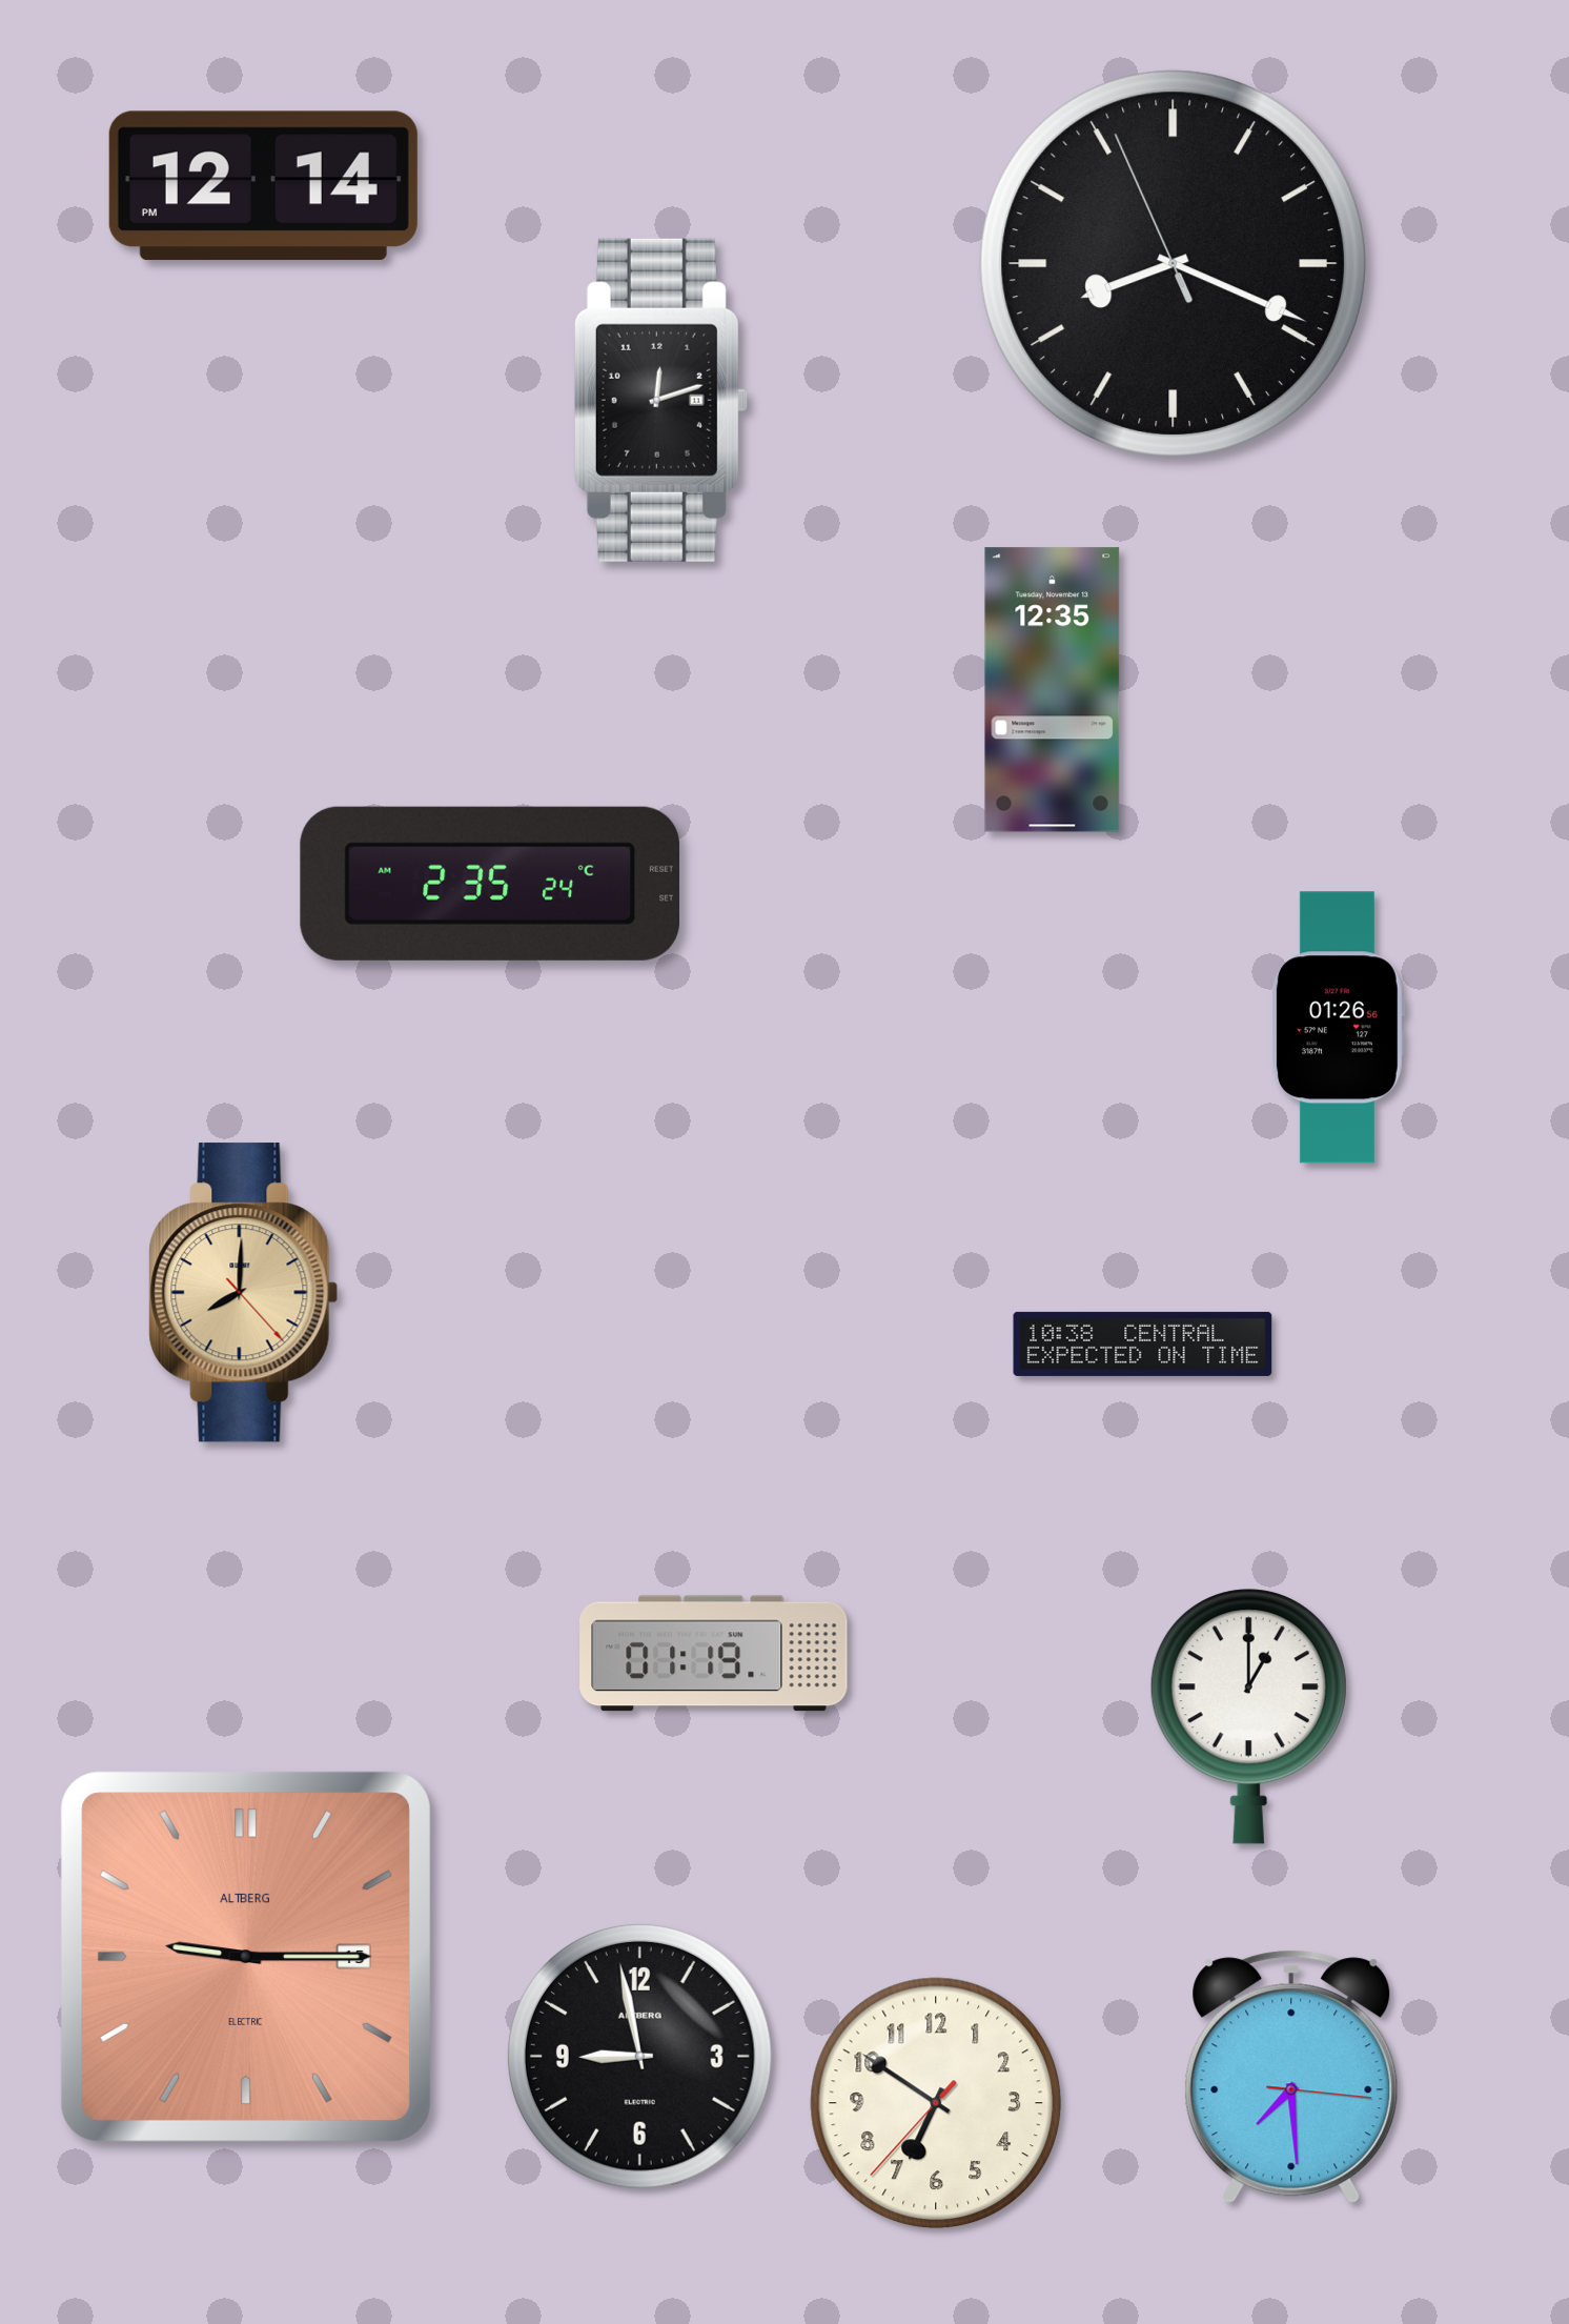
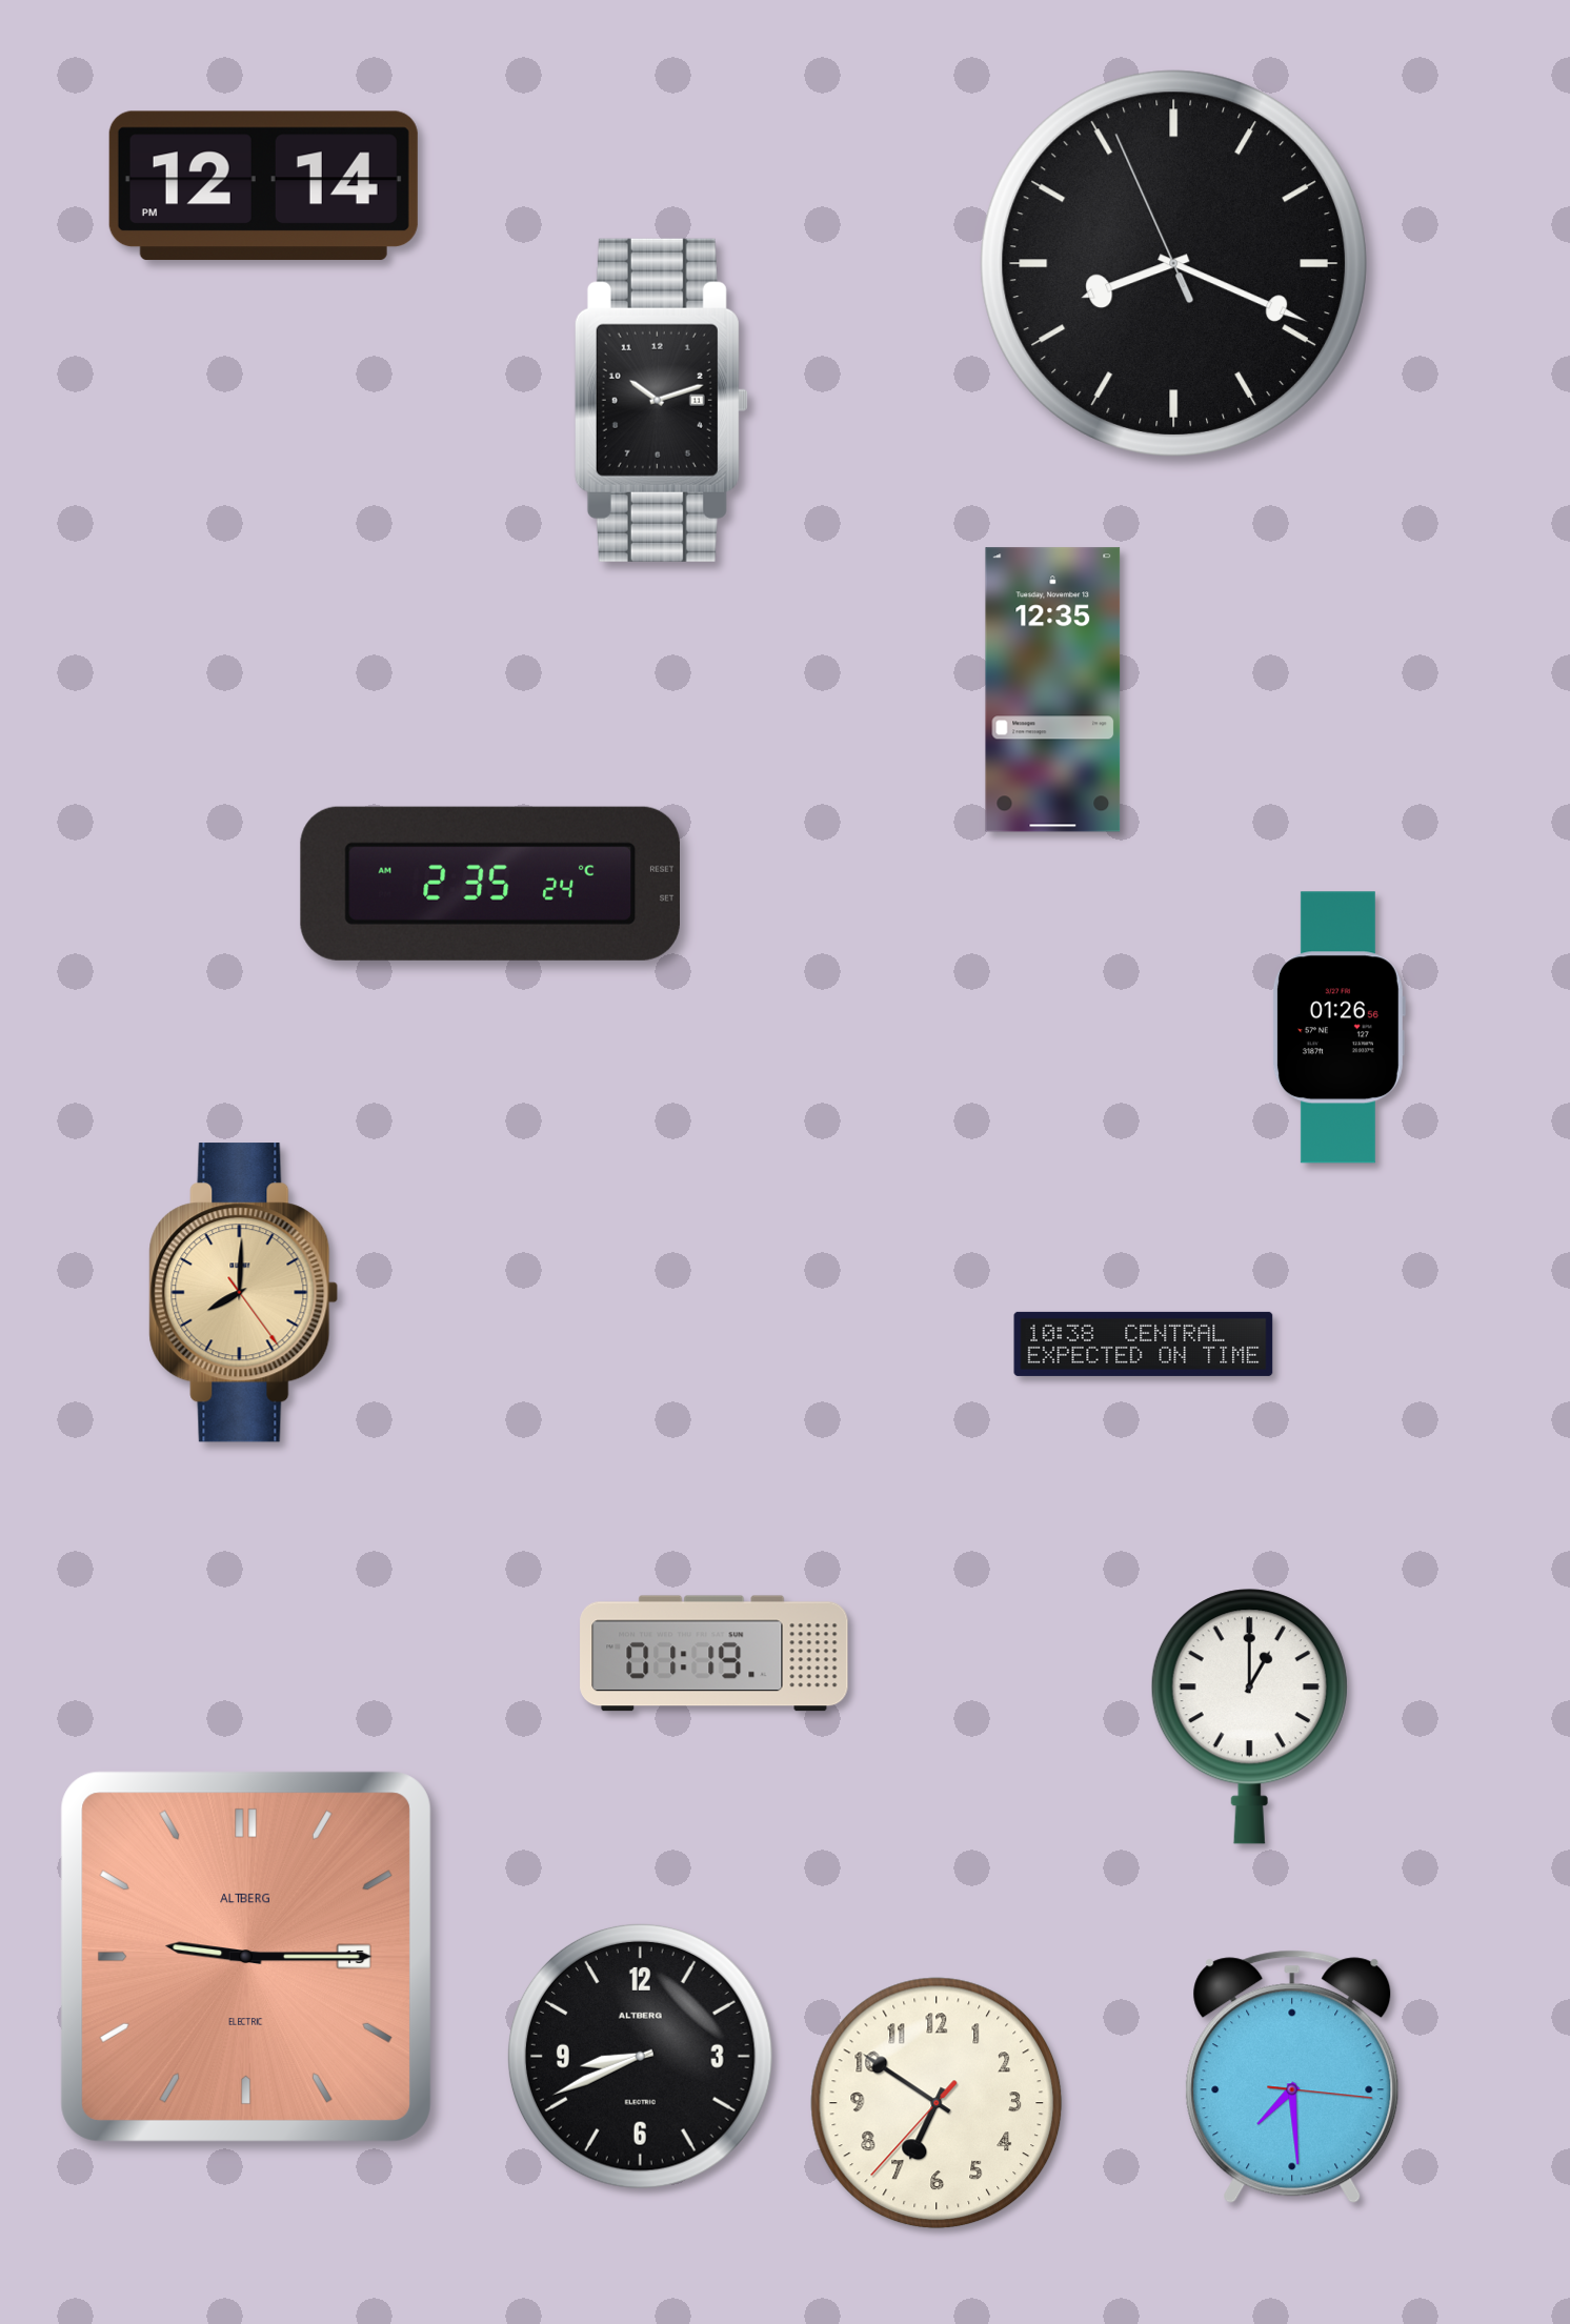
clock at (660, 400): 12:12 -> 10:12
clock at (244, 1293): 8:00:23 -> 8:00:24
clock at (639, 2056): 8:58 -> 8:41
